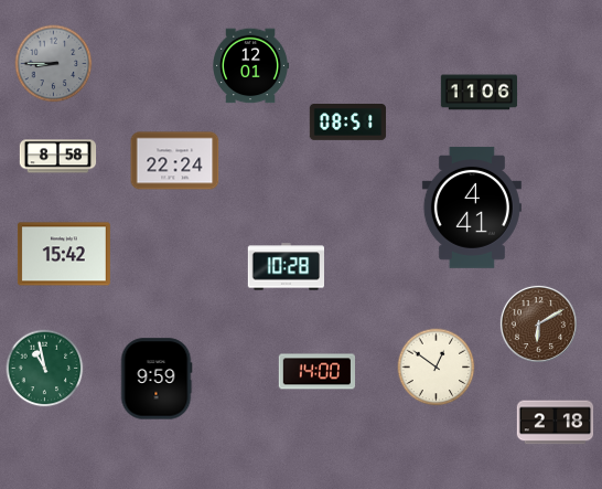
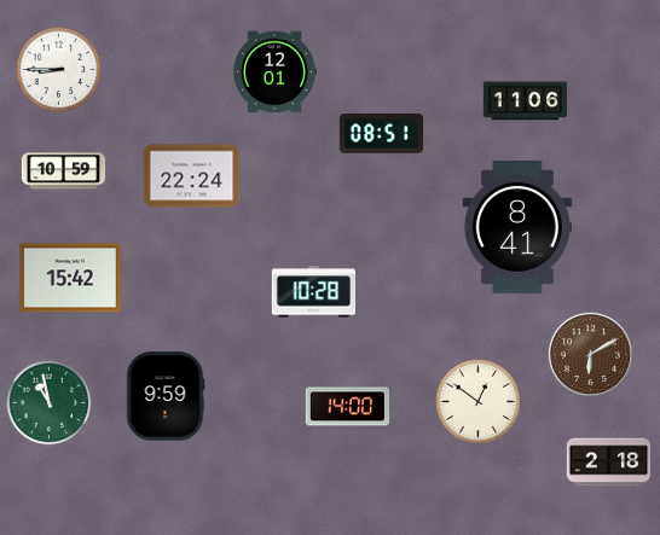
clock at (54, 64) dial: grey -> white
clock at (58, 157): 8:58 -> 10:59
clock at (472, 208): 4:41 -> 8:41
clock at (157, 379) position: (157, 379) -> (166, 396)
